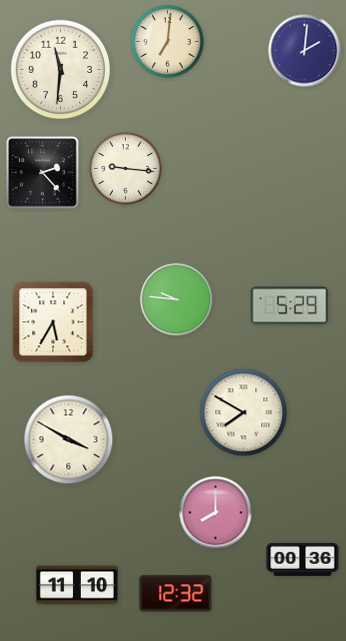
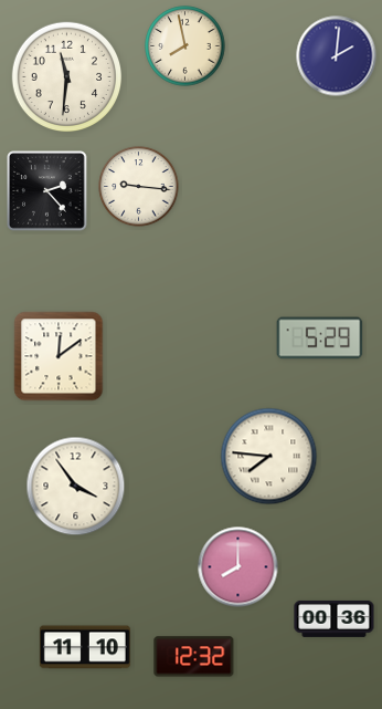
clock at (168, 42): 7:01 -> 7:58
clock at (177, 300): 9:46 -> none
clock at (53, 322): 5:35 -> 12:09
clock at (244, 413): 7:50 -> 7:46
clock at (69, 440): 3:50 -> 3:54
